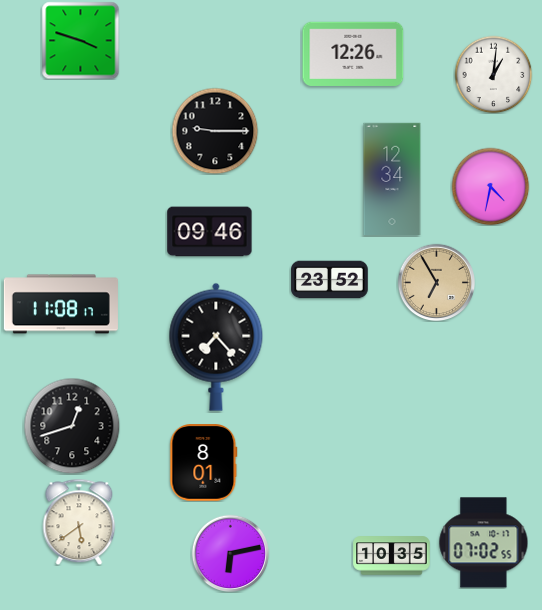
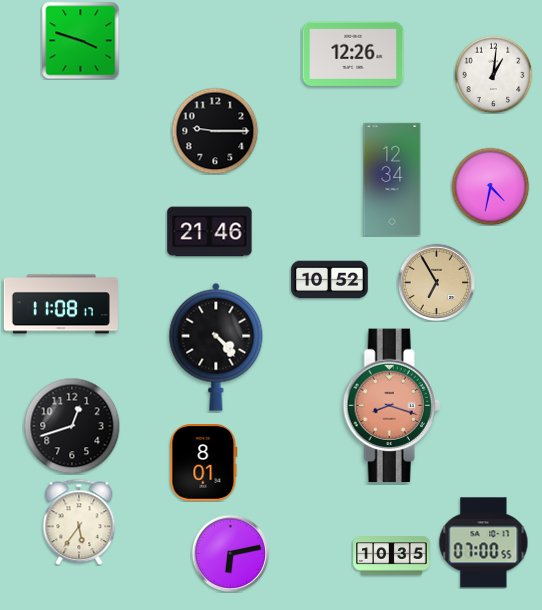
clock at (210, 232): 09:46 -> 21:46
clock at (330, 280): 23:52 -> 10:52
clock at (216, 347): 7:23 -> 4:23
clock at (391, 406): none -> 8:18
clock at (79, 522): 5:39 -> 5:36
clock at (484, 543): 07:02 -> 07:00
